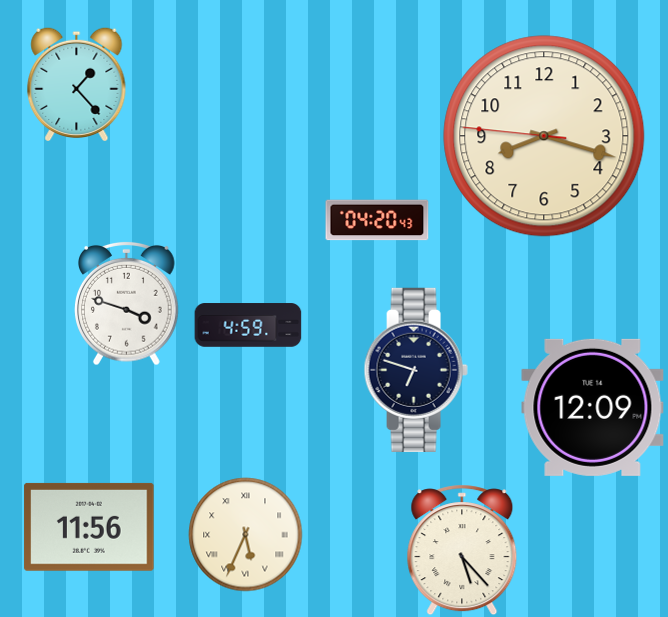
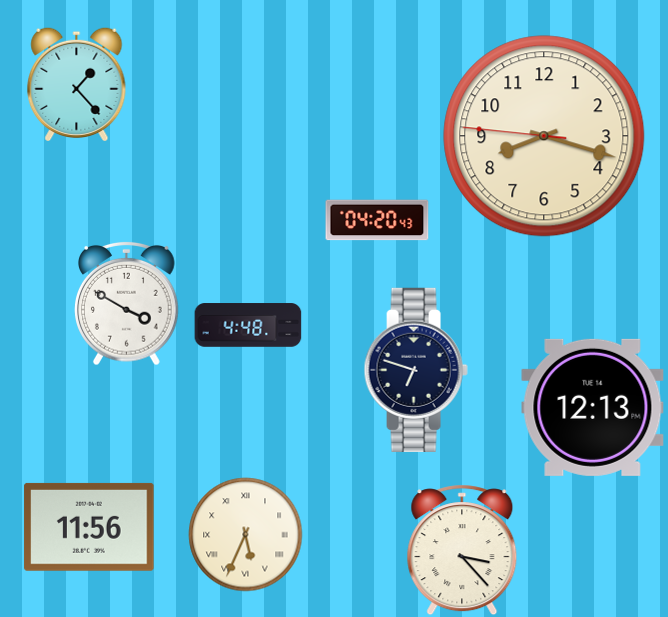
clock at (127, 303): 3:48 -> 3:50
clock at (248, 325): 4:59 -> 4:48
clock at (593, 407): 12:09 -> 12:13
clock at (462, 550): 5:23 -> 3:23
